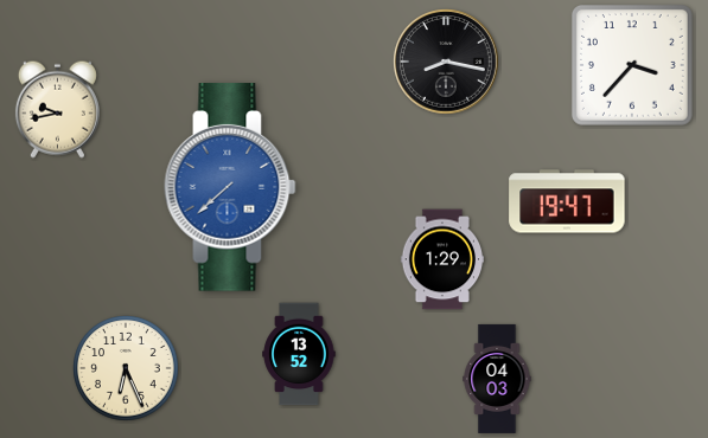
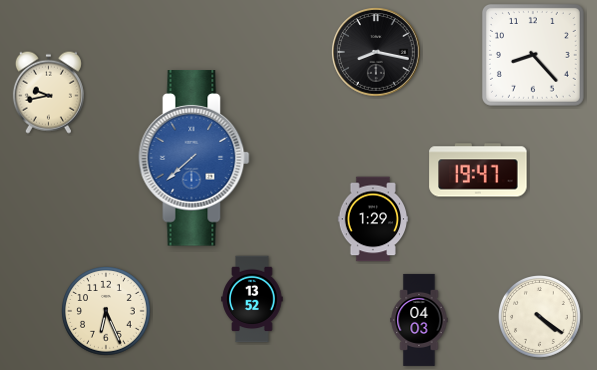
clock at (632, 65): 3:37 -> 8:23
clock at (540, 317): none -> 4:21
